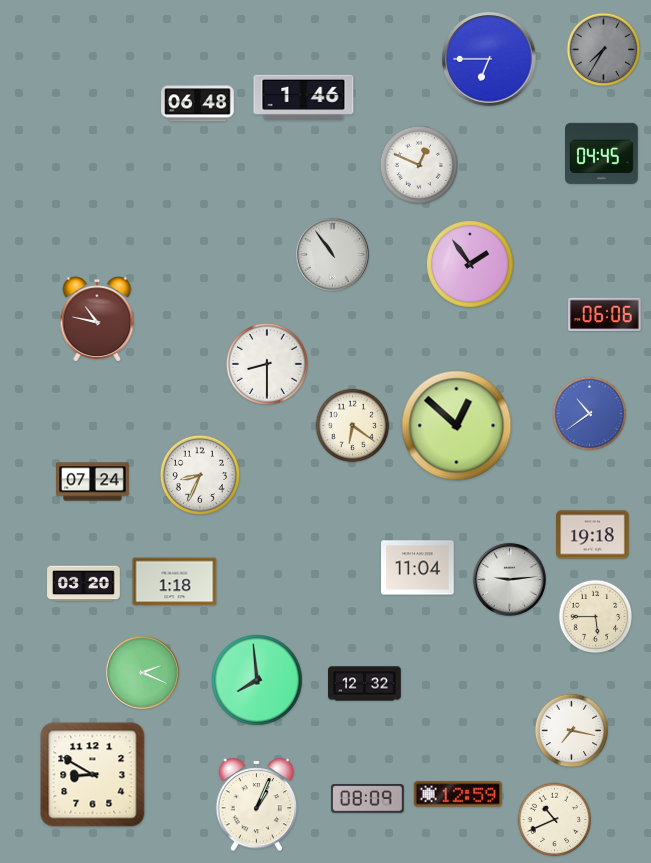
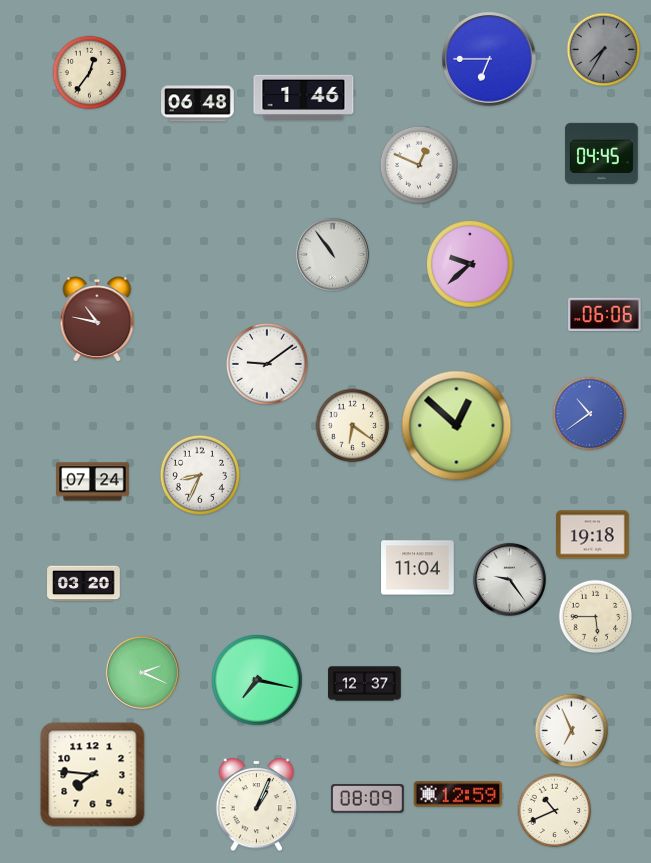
clock at (90, 73): none -> 12:36
clock at (471, 265): 1:54 -> 9:38
clock at (267, 364): 8:30 -> 9:09
clock at (509, 579): 9:14 -> 9:24
clock at (175, 582): 1:18 -> none
clock at (257, 680): 7:59 -> 7:17
clock at (365, 684): 12:32 -> 12:37
clock at (572, 731): 7:17 -> 6:56
clock at (93, 775): 8:50 -> 7:46
clock at (555, 820) position: (555, 820) -> (555, 811)
